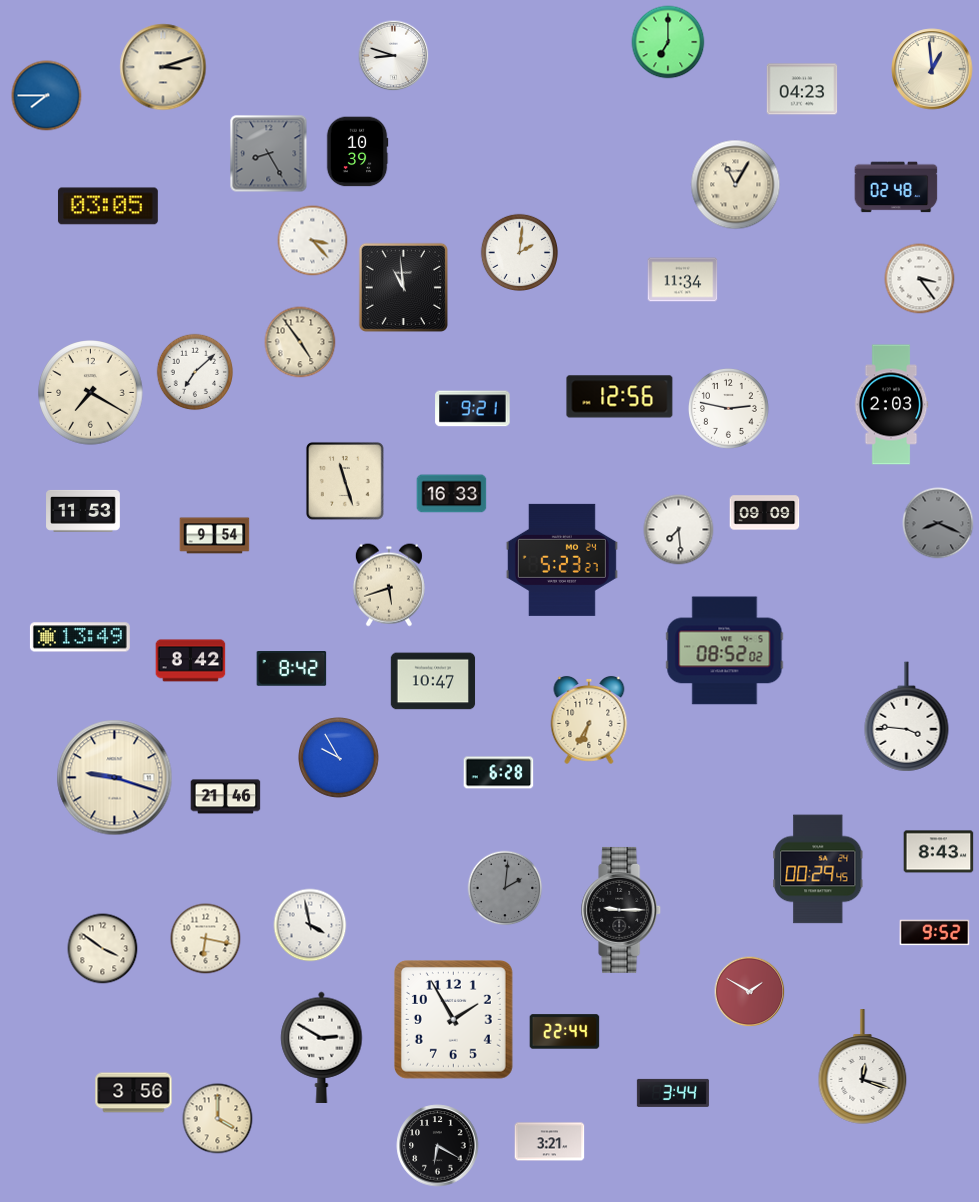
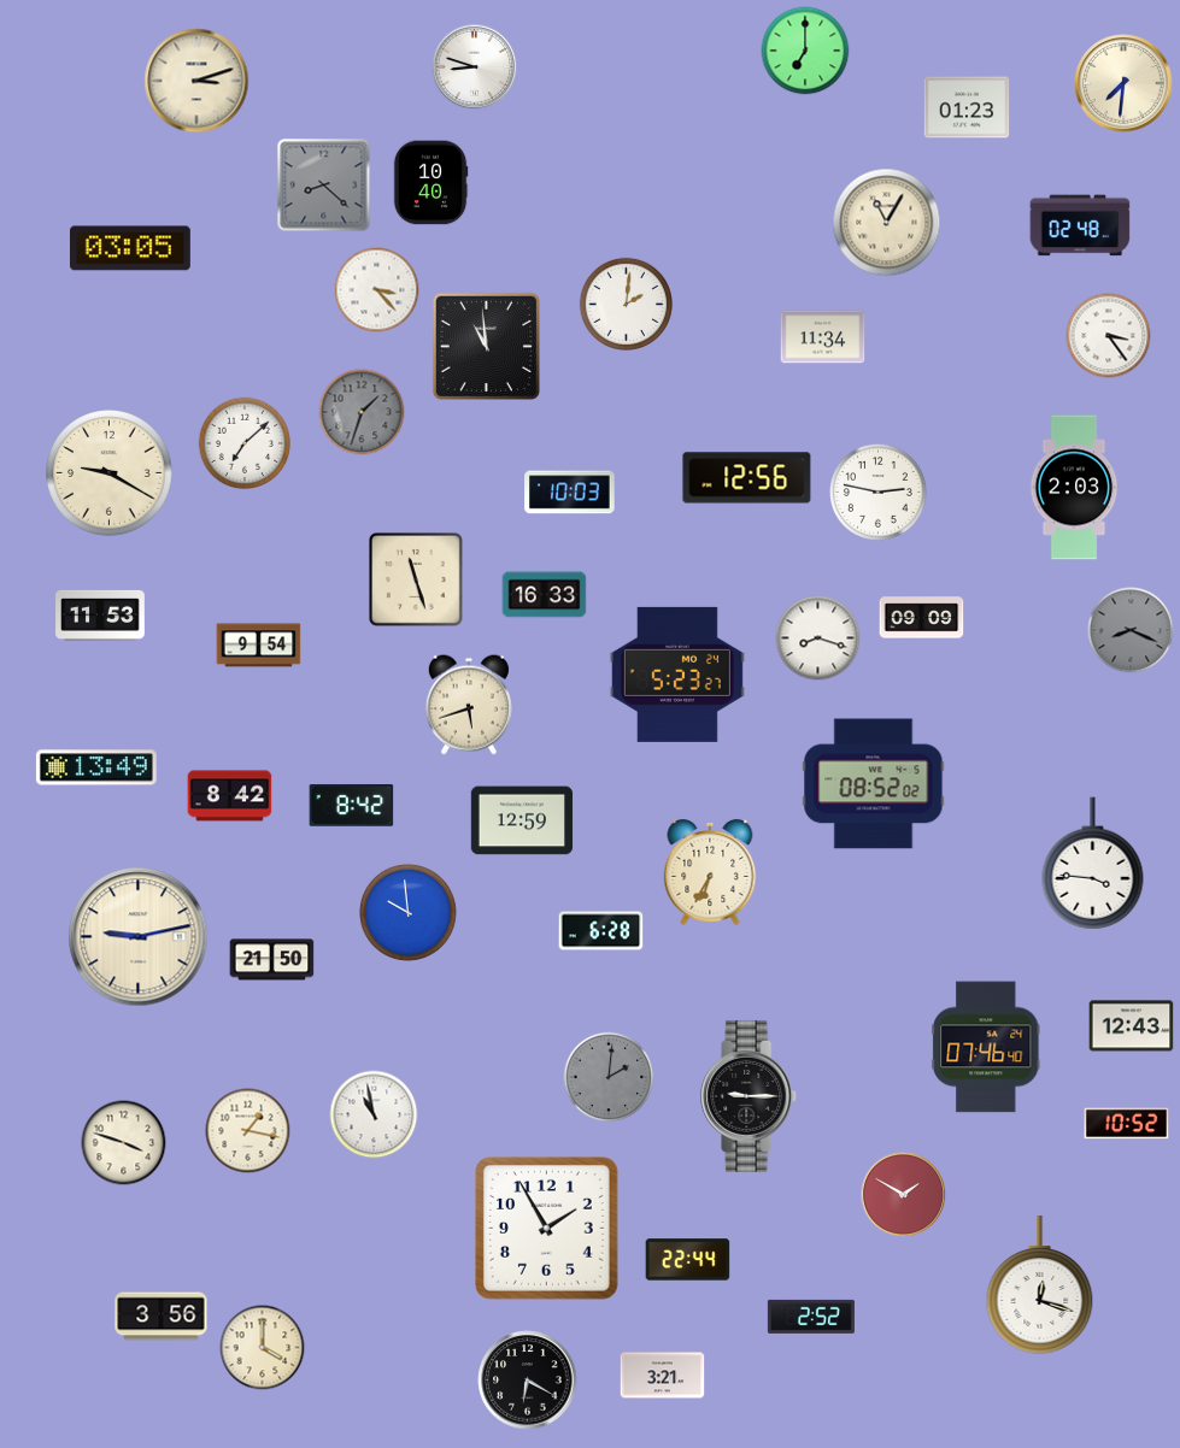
clock at (932, 69): 12:59 -> 7:31
clock at (802, 89): 04:23 -> 01:23
clock at (47, 96): 7:45 -> none
clock at (357, 152): 10:39 -> 10:40
clock at (269, 154): 8:25 -> 8:22
clock at (300, 342): 4:54 -> 1:33
clock at (300, 342) dial: cream -> grey
clock at (195, 372) position: (195, 372) -> (245, 443)
clock at (91, 393): 7:20 -> 9:20
clock at (473, 409): 9:21 -> 10:03
clock at (679, 530): 7:29 -> 8:18
clock at (433, 681): 10:47 -> 12:59
clock at (589, 720) position: (589, 720) -> (710, 872)
clock at (339, 758): 9:55 -> 9:59
clock at (115, 778): 9:18 -> 9:13
clock at (226, 797): 21:46 -> 21:50
clock at (939, 852): 8:43 -> 12:43
clock at (818, 869): 00:29 -> 07:46
clock at (505, 888) position: (505, 888) -> (609, 1077)
clock at (310, 925): 3:58 -> 10:58
clock at (935, 933): 9:52 -> 10:52
clock at (206, 939): 6:17 -> 1:17
clock at (103, 949): 3:51 -> 3:48
clock at (565, 1032) position: (565, 1032) -> (688, 1260)
clock at (322, 1047): 2:50 -> none
clock at (673, 1093): 3:44 -> 2:52
